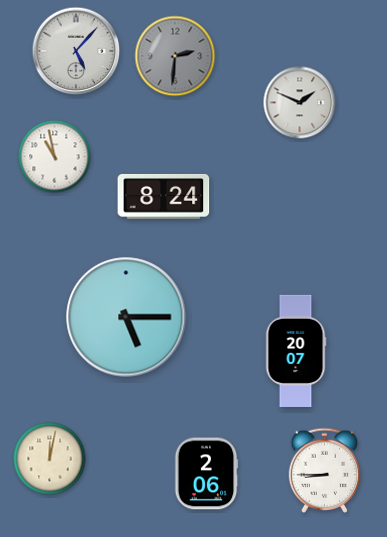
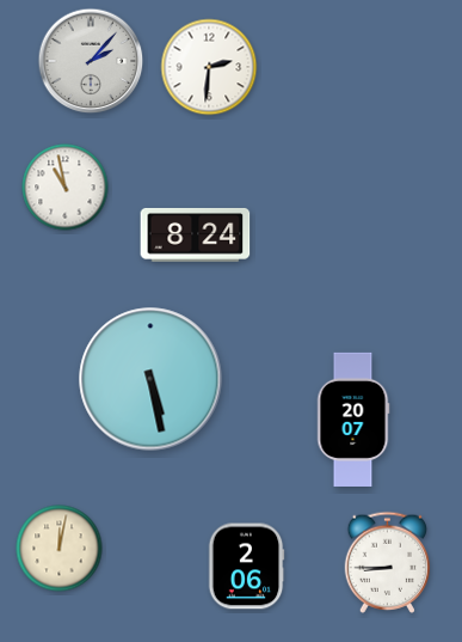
clock at (76, 51): 5:07 -> 2:07
clock at (175, 56) dial: grey -> white
clock at (300, 103): 1:49 -> none
clock at (126, 317): 5:15 -> 5:28
